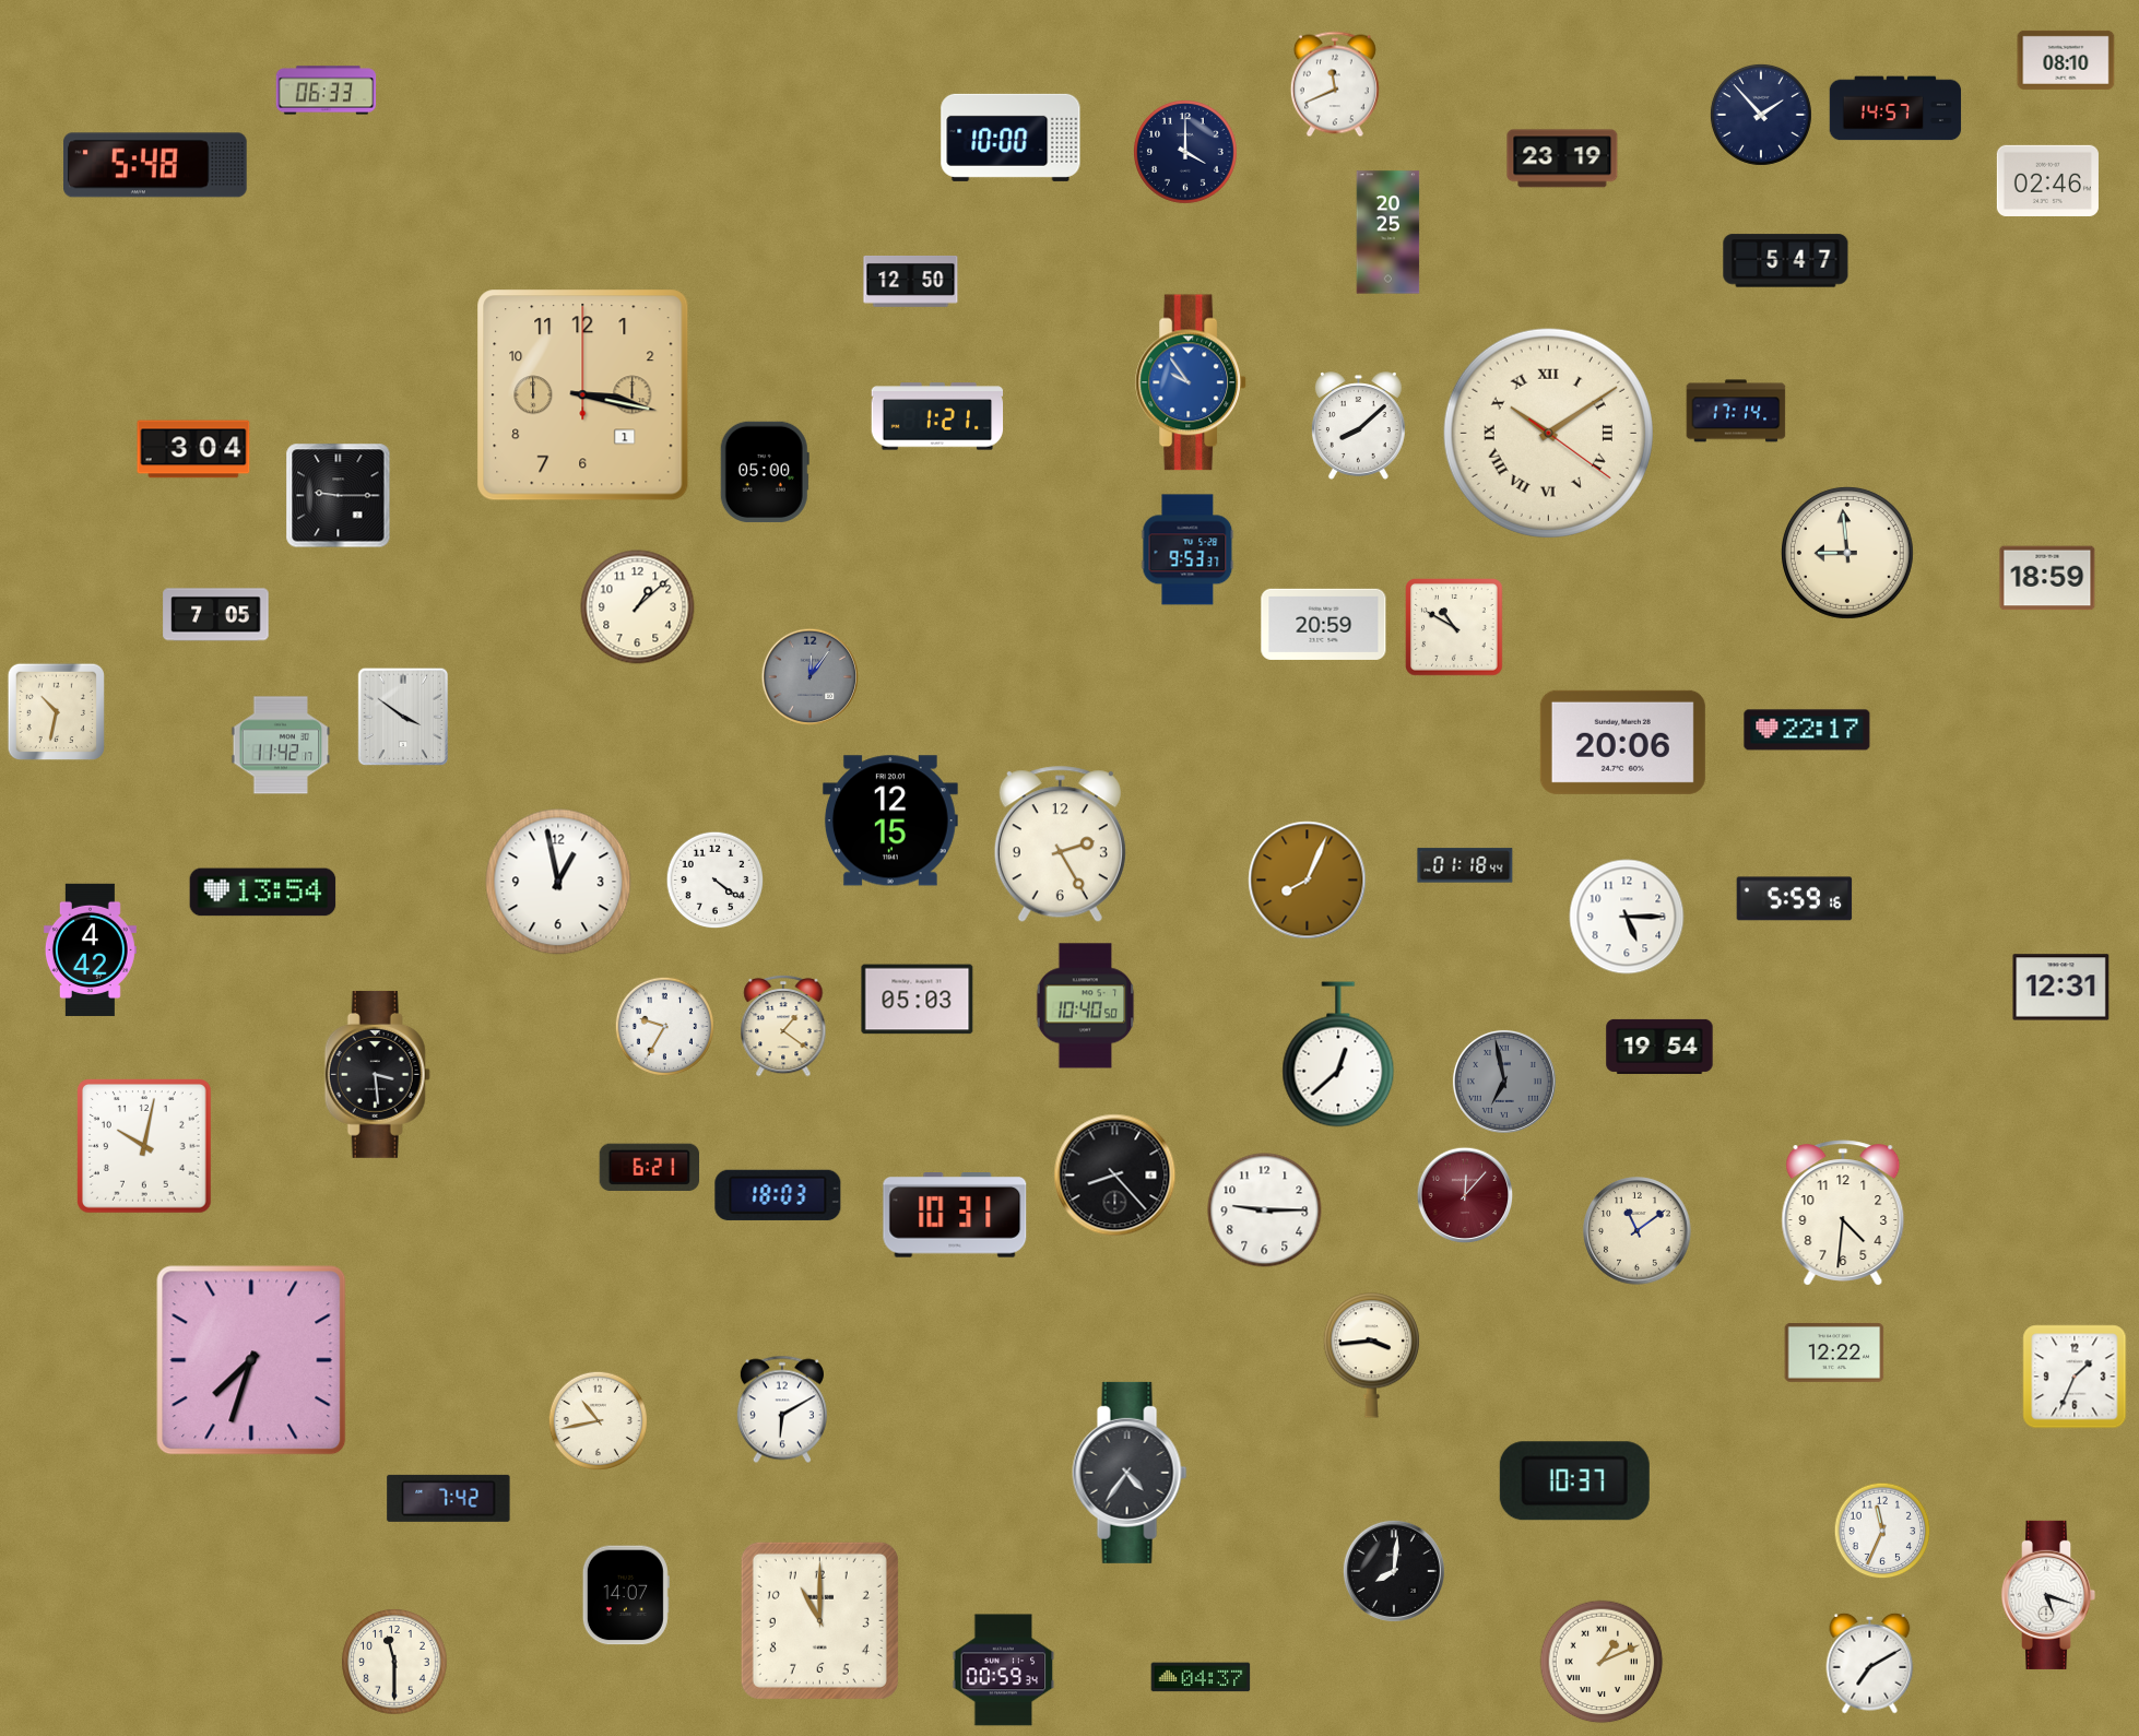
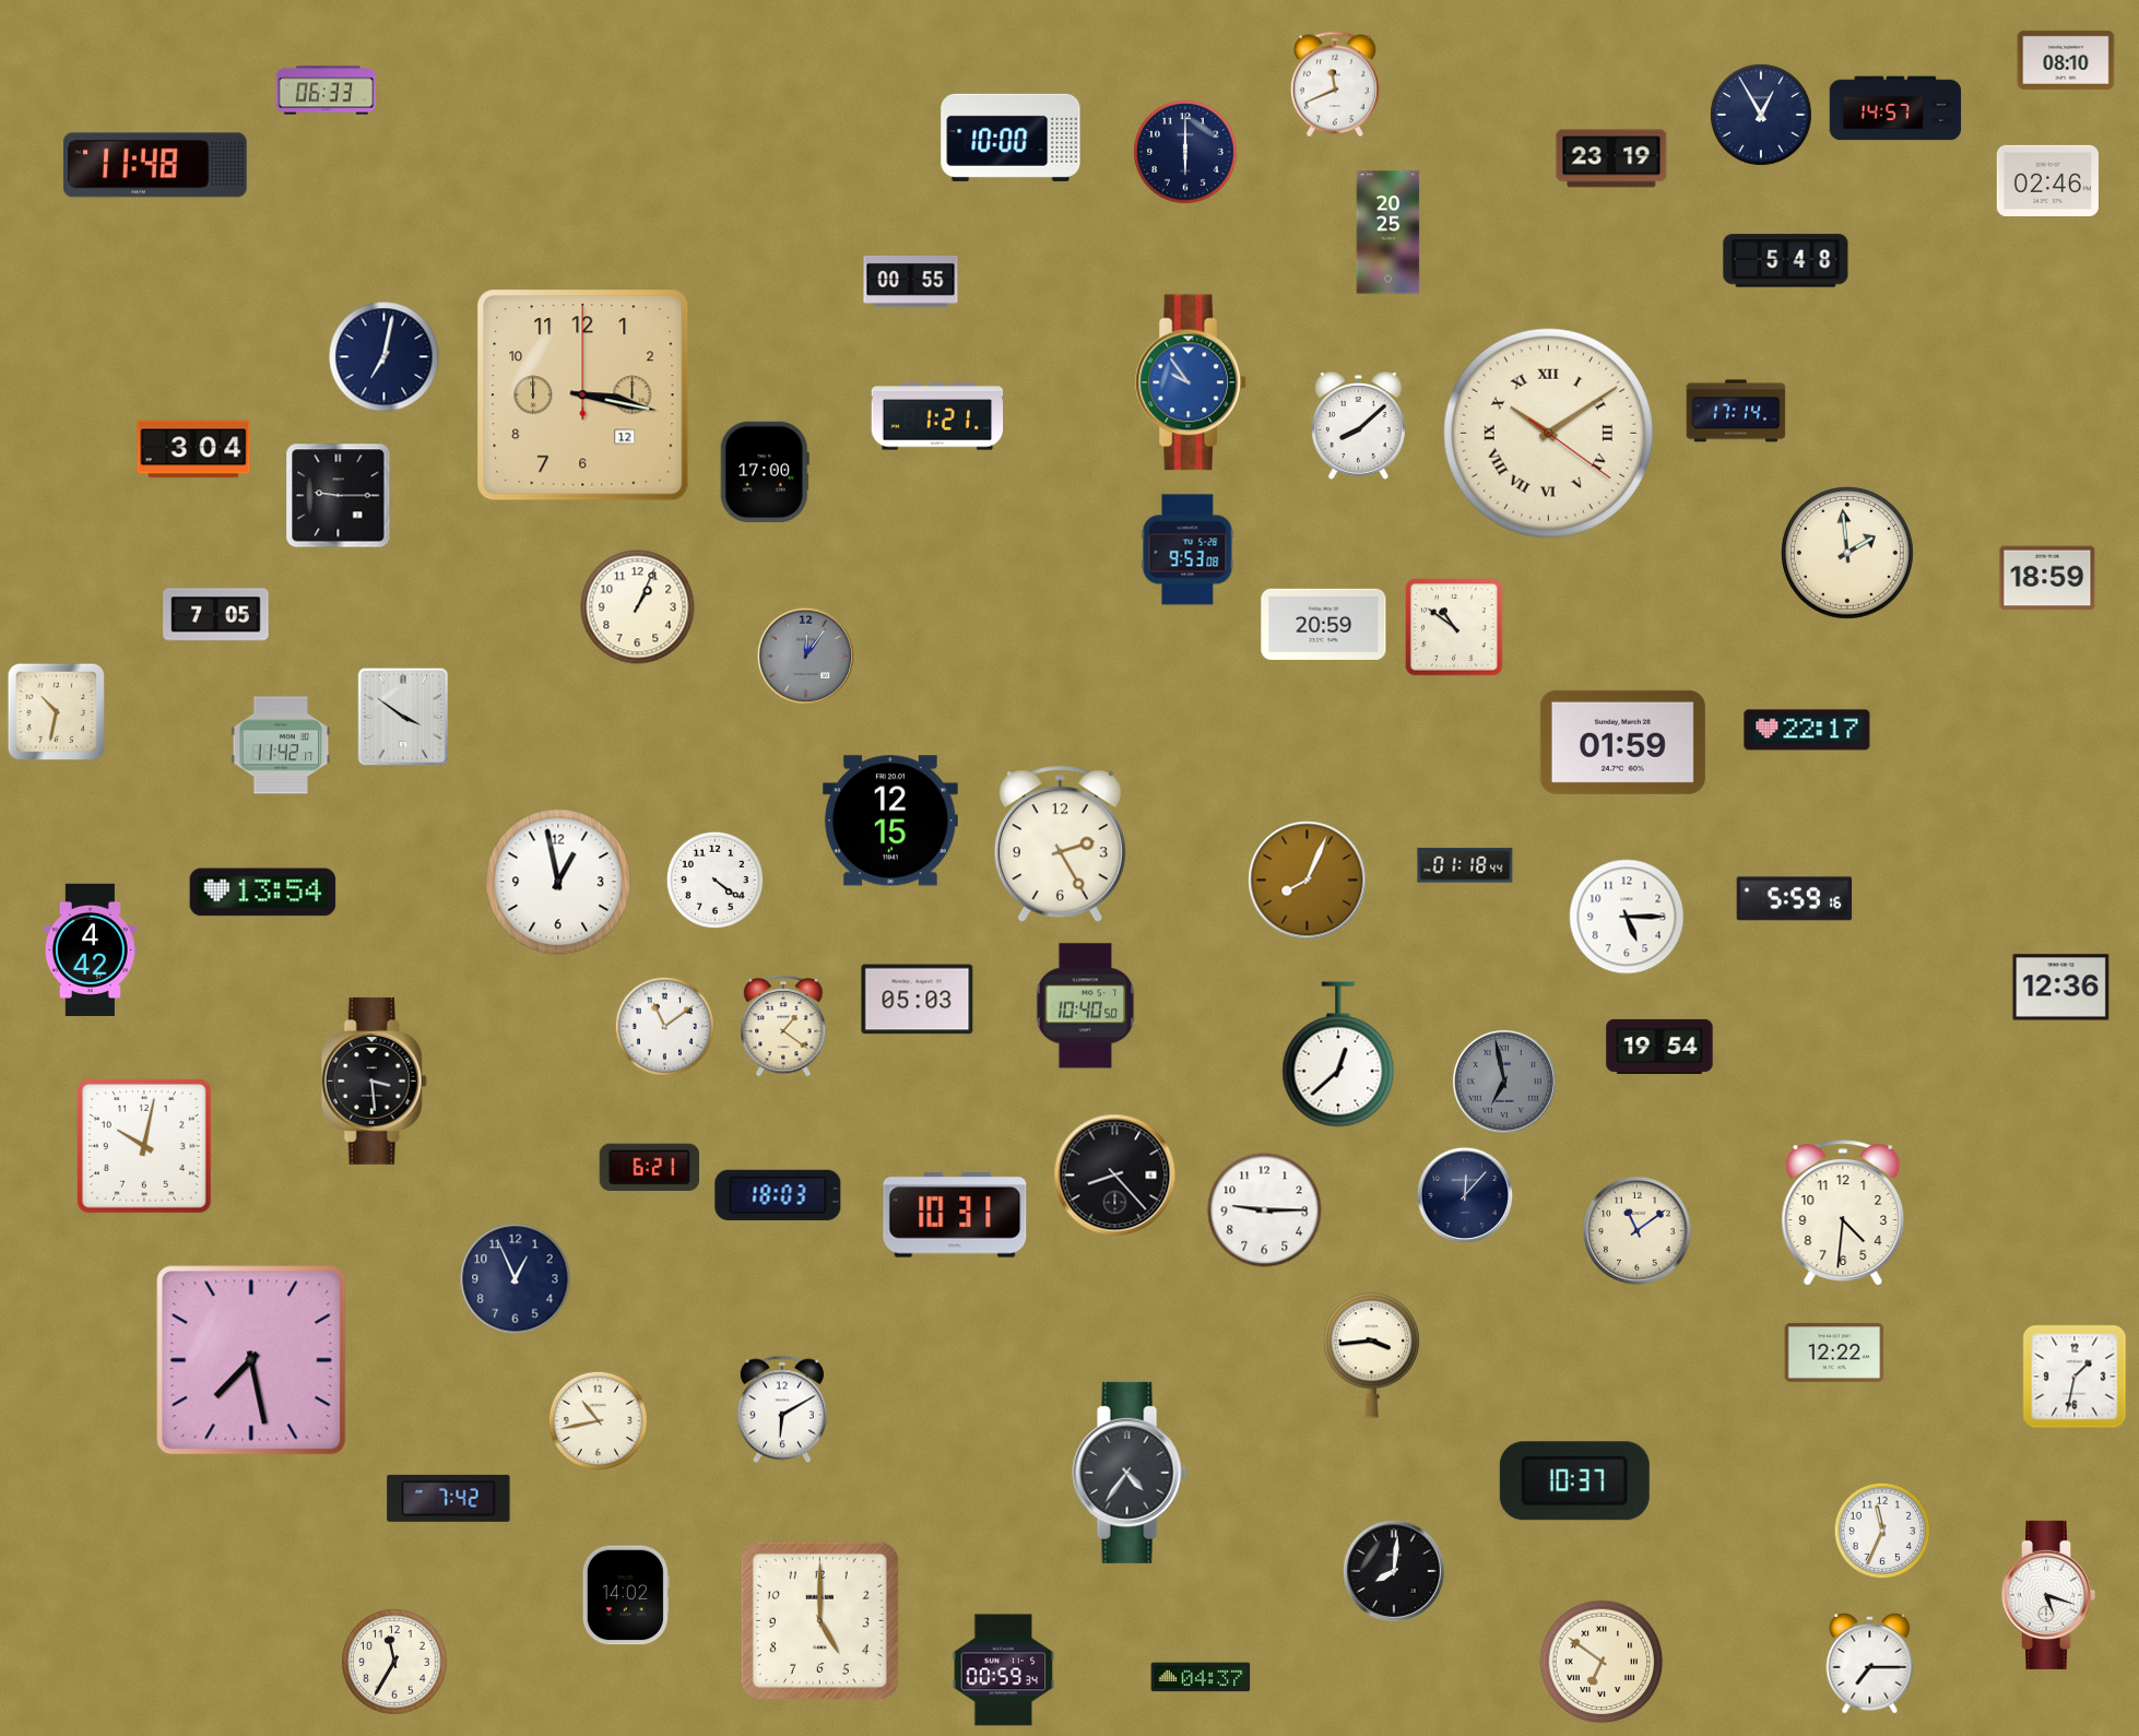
clock at (1761, 115): 1:53 -> 12:55
clock at (1186, 153): 4:00 -> 6:00
clock at (1562, 158) position: (1562, 158) -> (1611, 158)
clock at (156, 165): 5:48 -> 11:48
clock at (1786, 261): 5:47 -> 5:48
clock at (911, 282): 12:50 -> 00:55
clock at (385, 357): none -> 7:02
clock at (583, 395) date: 1 -> 12
clock at (765, 472): 05:00 -> 17:00
clock at (1187, 550): 9:53:37 -> 9:53:08
clock at (1847, 553): 8:59 -> 1:59
clock at (638, 607): 1:08 -> 1:04
clock at (1454, 627): 10:50 -> 10:51
clock at (811, 677) position: (811, 677) -> (806, 657)
clock at (1622, 742): 20:06 -> 01:59
clock at (2061, 988): 12:31 -> 12:36
clock at (664, 1026): 9:35 -> 11:09
clock at (377, 1074) position: (377, 1074) -> (374, 1080)
clock at (1465, 1195) dial: burgundy -> navy
clock at (516, 1279): none -> 12:56
clock at (251, 1360): 7:33 -> 7:28
clock at (2075, 1377): 1:34 -> 1:32
clock at (626, 1595): 14:07 -> 14:02
clock at (819, 1620): 11:00 -> 5:00
clock at (394, 1662): 11:30 -> 11:35
clock at (1602, 1662): 1:11 -> 6:51
clock at (1870, 1663): 7:10 -> 7:15
